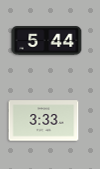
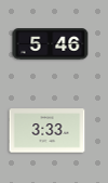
clock at (47, 41): 5:44 -> 5:46
